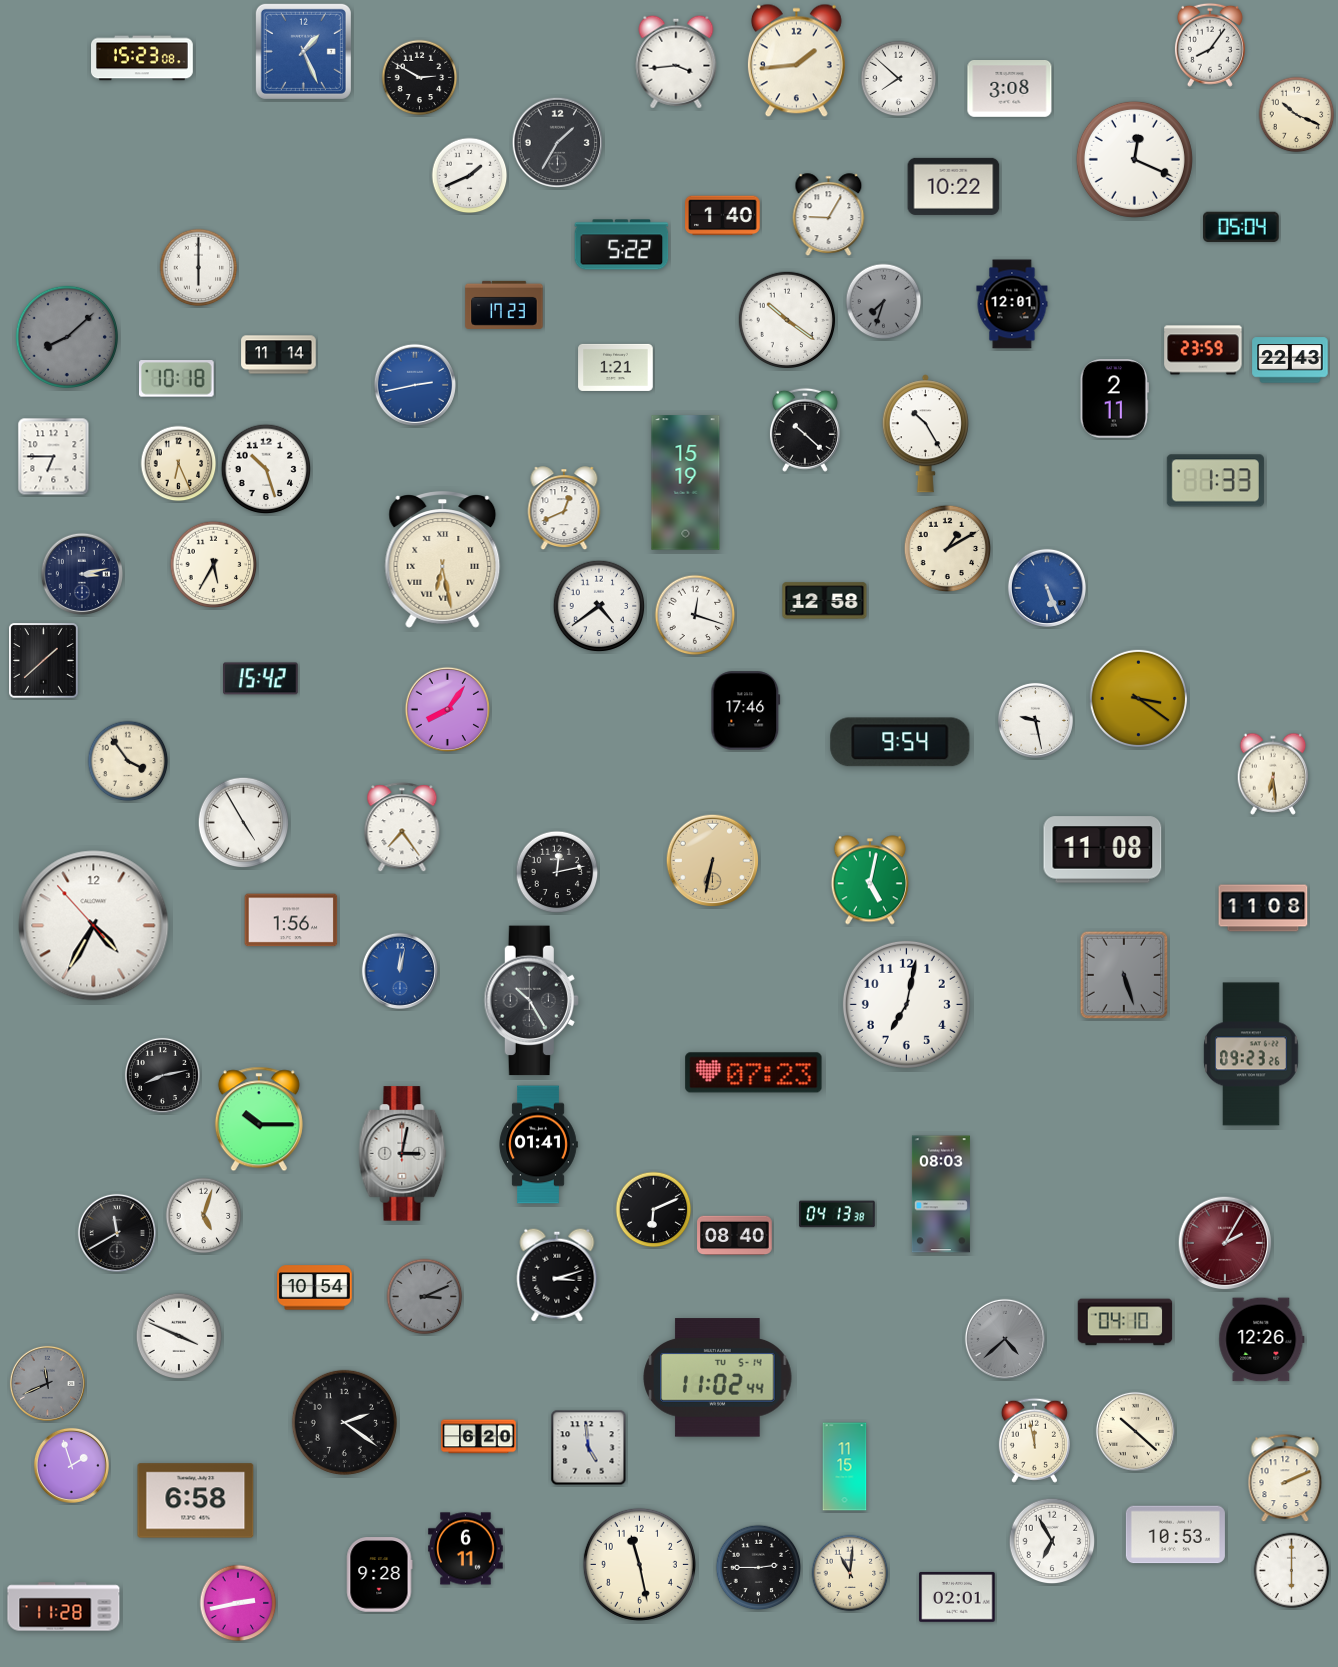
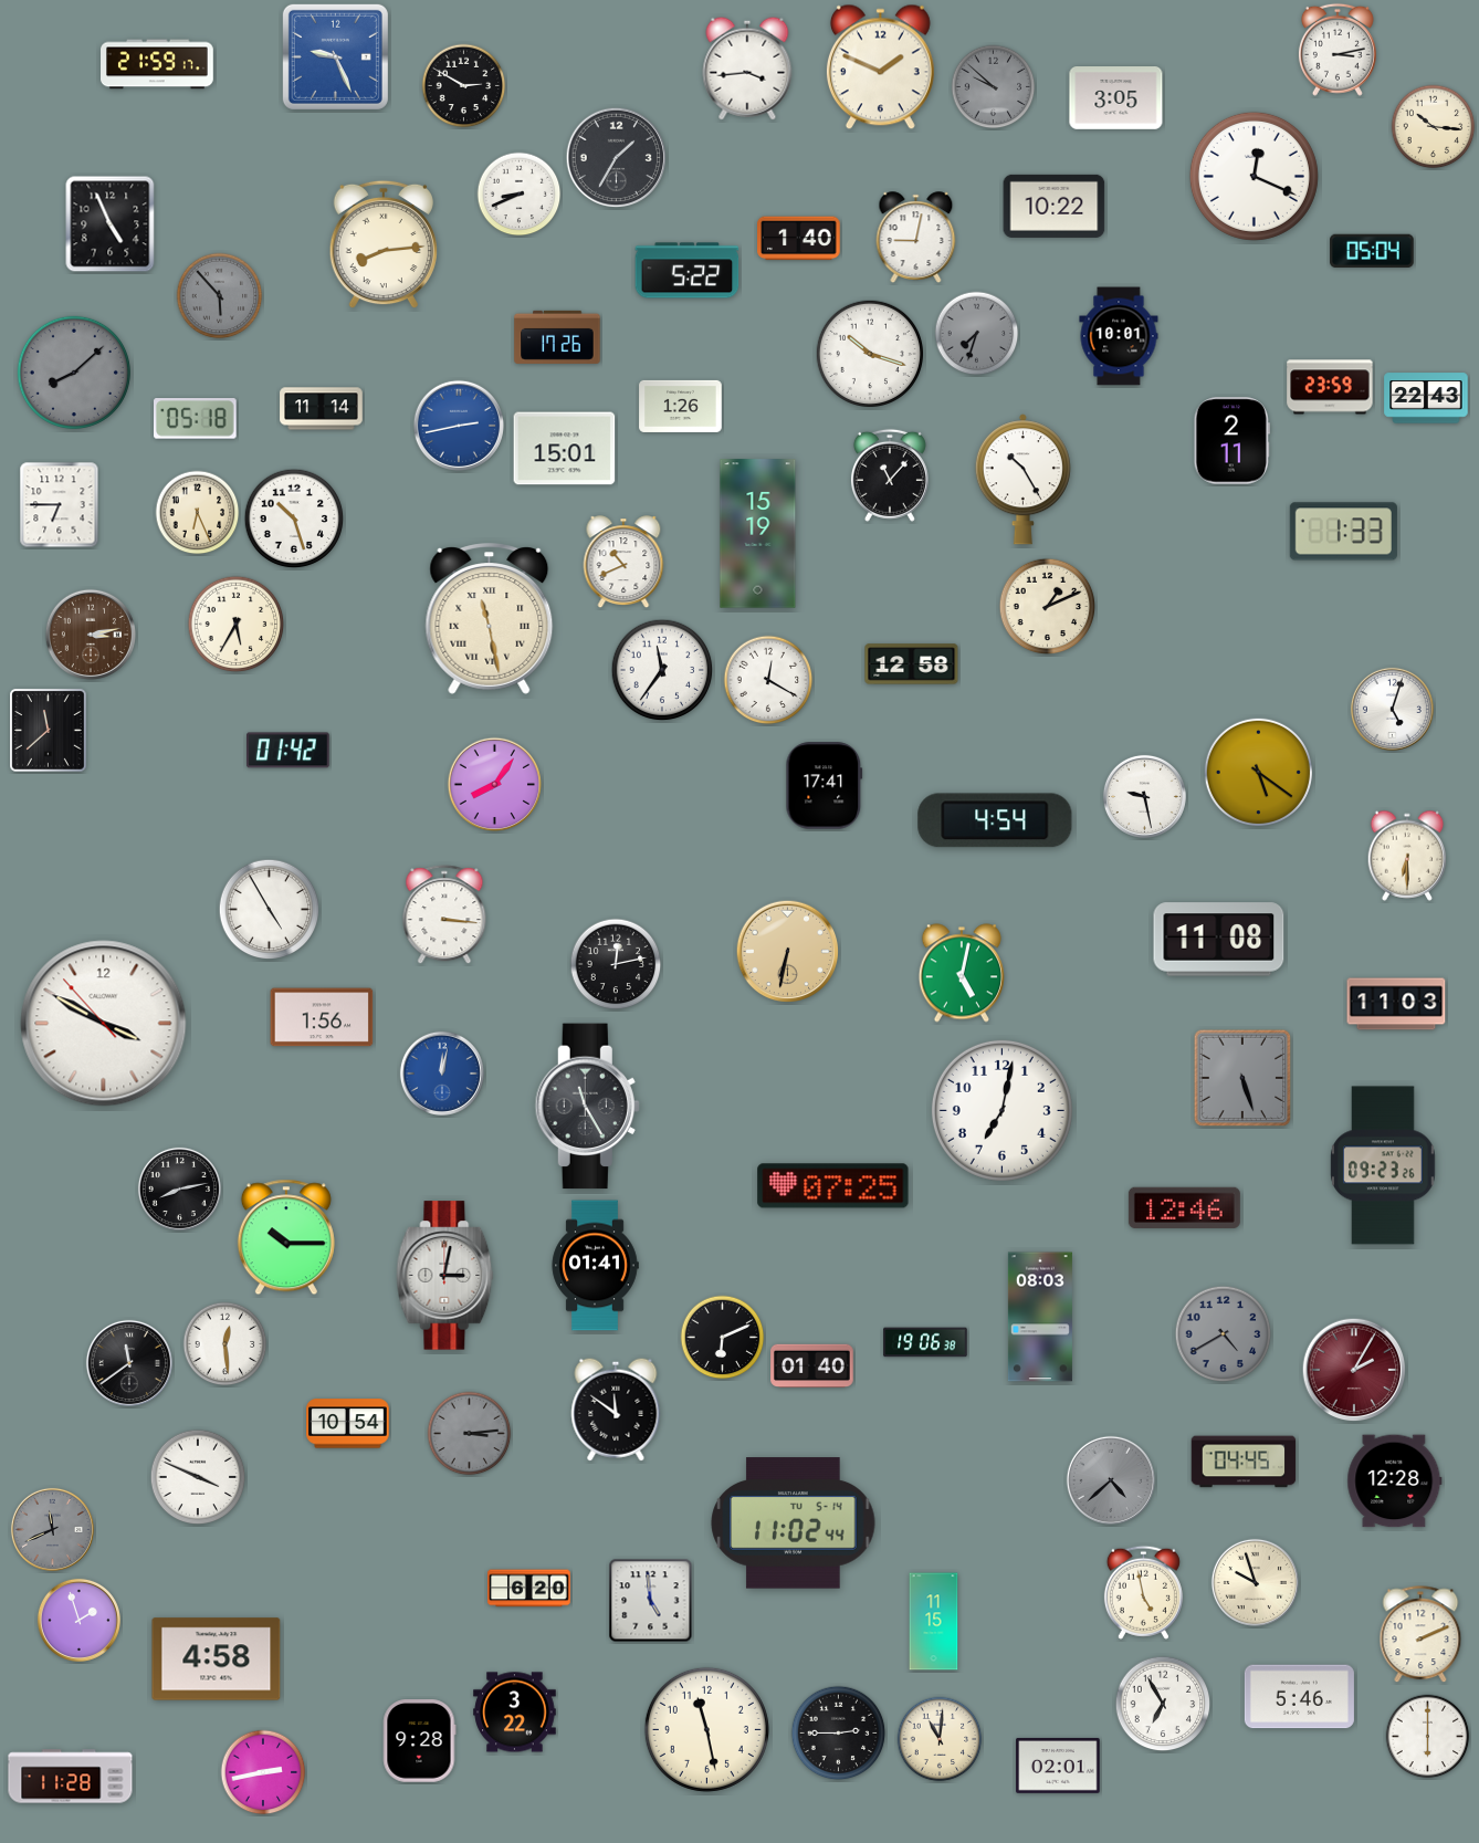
clock at (1210, 45): 8:06 -> 3:13
clock at (303, 51): 1:26 -> 9:26
clock at (143, 58): 15:23 -> 21:59
clock at (796, 61): 1:44 -> 1:49
clock at (899, 79): 7:52 -> 9:52
clock at (899, 79) dial: white -> grey
clock at (1010, 89): 3:08 -> 3:05
clock at (1297, 115): 10:19 -> 10:16
clock at (470, 176): 1:41 -> 8:41
clock at (111, 224): none -> 4:56
clock at (829, 215): 9:05 -> 9:02
clock at (384, 244): none -> 8:14
clock at (199, 268): 6:00 -> 5:53
clock at (199, 268) dial: white -> grey
clock at (1012, 304): 12:01 -> 10:01
clock at (504, 305): 17:23 -> 17:26
clock at (786, 319): 10:21 -> 10:18
clock at (279, 355) position: (279, 355) -> (322, 409)
clock at (616, 367): 1:21 -> 1:26
clock at (177, 379): 10:18 -> 05:18
clock at (565, 449): none -> 15:01
clock at (805, 430): 10:22 -> 11:07
clock at (564, 509): 12:41 -> 10:41
clock at (948, 549): 1:10 -> 1:11
clock at (443, 560): 6:28 -> 11:28
clock at (81, 573) dial: navy -> brown
clock at (1047, 588): 5:26 -> none
clock at (599, 606): 4:39 -> 11:36
clock at (695, 615): 12:18 -> 12:20
clock at (1392, 709): none -> 5:03
clock at (44, 661): 1:38 -> 11:38
clock at (261, 679): 15:42 -> 01:42
clock at (1138, 698): 3:21 -> 5:21
clock at (746, 711): 17:46 -> 17:41
clock at (900, 742): 9:54 -> 4:54
clock at (128, 761): 3:54 -> none
clock at (1273, 774): 6:29 -> 6:30
clock at (402, 828): 7:24 -> 3:16
clock at (1263, 908): 11:08 -> 11:03
clock at (94, 926): 4:34 -> 3:49
clock at (531, 1001): 10:25 -> 11:25
clock at (754, 1073): 07:23 -> 07:25
clock at (1184, 1207): none -> 12:46
clock at (941, 1194) position: (941, 1194) -> (1040, 1317)
clock at (1224, 1334): none -> 4:40
clock at (837, 1214): 04:13 -> 19:06
clock at (204, 1216): 5:03 -> 12:29
clock at (117, 1233): 11:40 -> 11:39
clock at (735, 1236): 08:40 -> 01:40
clock at (1225, 1243) position: (1225, 1243) -> (1354, 1370)
clock at (557, 1275): 3:12 -> 11:51
clock at (425, 1297): 3:11 -> 3:14
clock at (1125, 1322): 04:10 -> 04:45
clock at (1262, 1340): 12:26 -> 12:28
clock at (344, 1422): 2:21 -> none
clock at (1135, 1431): 10:22 -> 9:57
clock at (1034, 1440): 11:58 -> 4:58
clock at (196, 1501): 6:58 -> 4:58
clock at (1175, 1535): 10:53 -> 5:46
clock at (466, 1549): 6:11 -> 3:22
